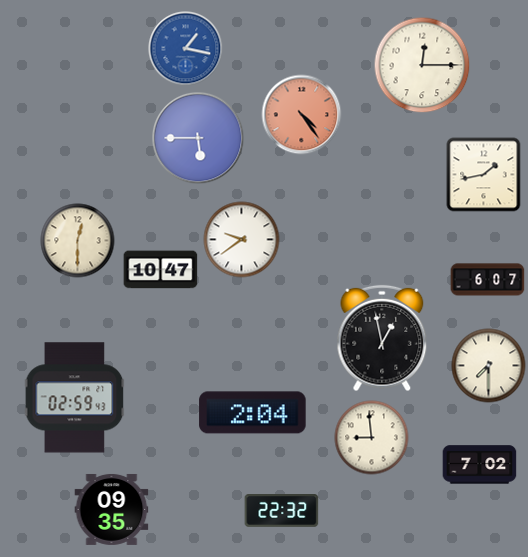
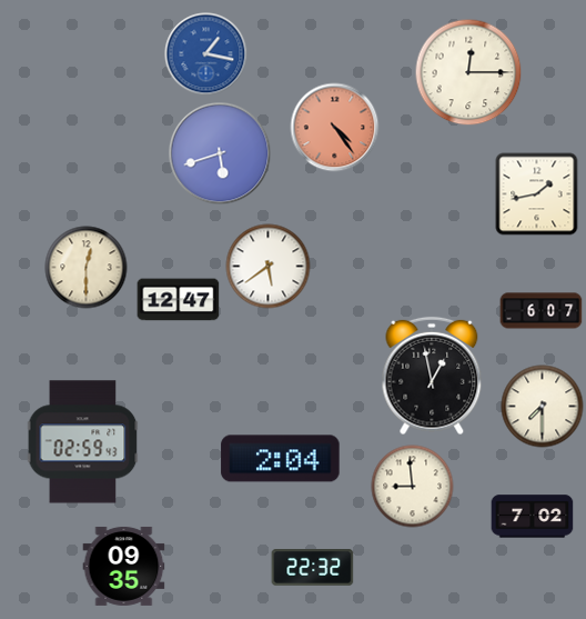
clock at (198, 138): 5:45 -> 5:42
clock at (242, 240): 9:39 -> 5:39
clock at (161, 270): 10:47 -> 12:47
clock at (382, 338) position: (382, 338) -> (432, 376)
